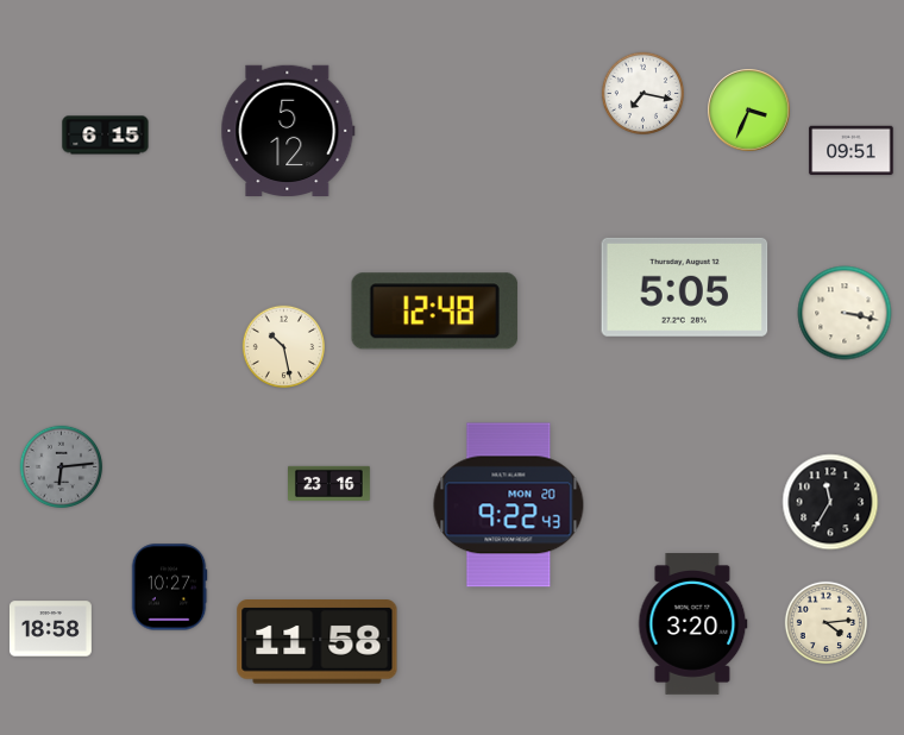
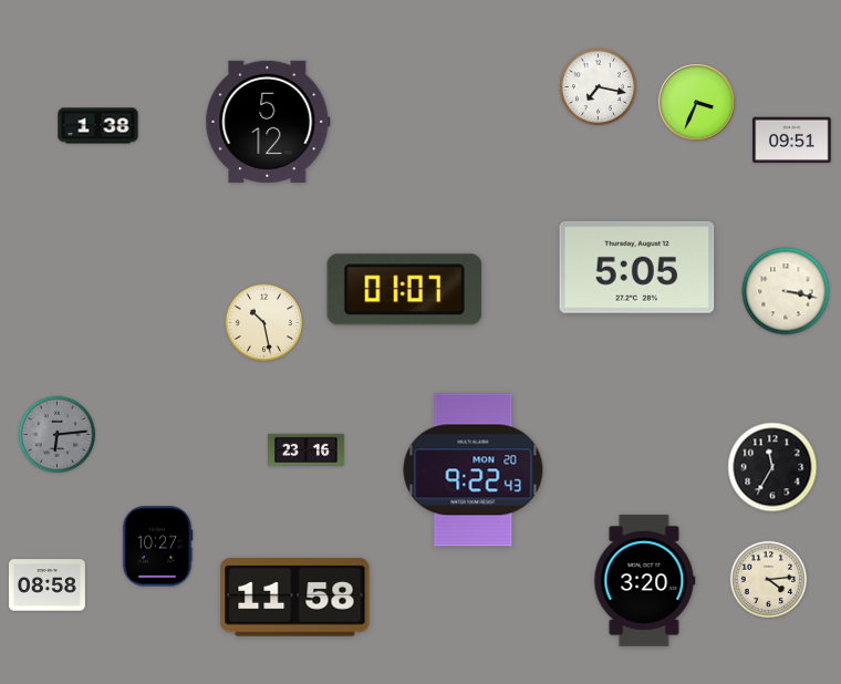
clock at (106, 136): 6:15 -> 1:38
clock at (435, 312): 12:48 -> 01:07
clock at (51, 629): 18:58 -> 08:58
